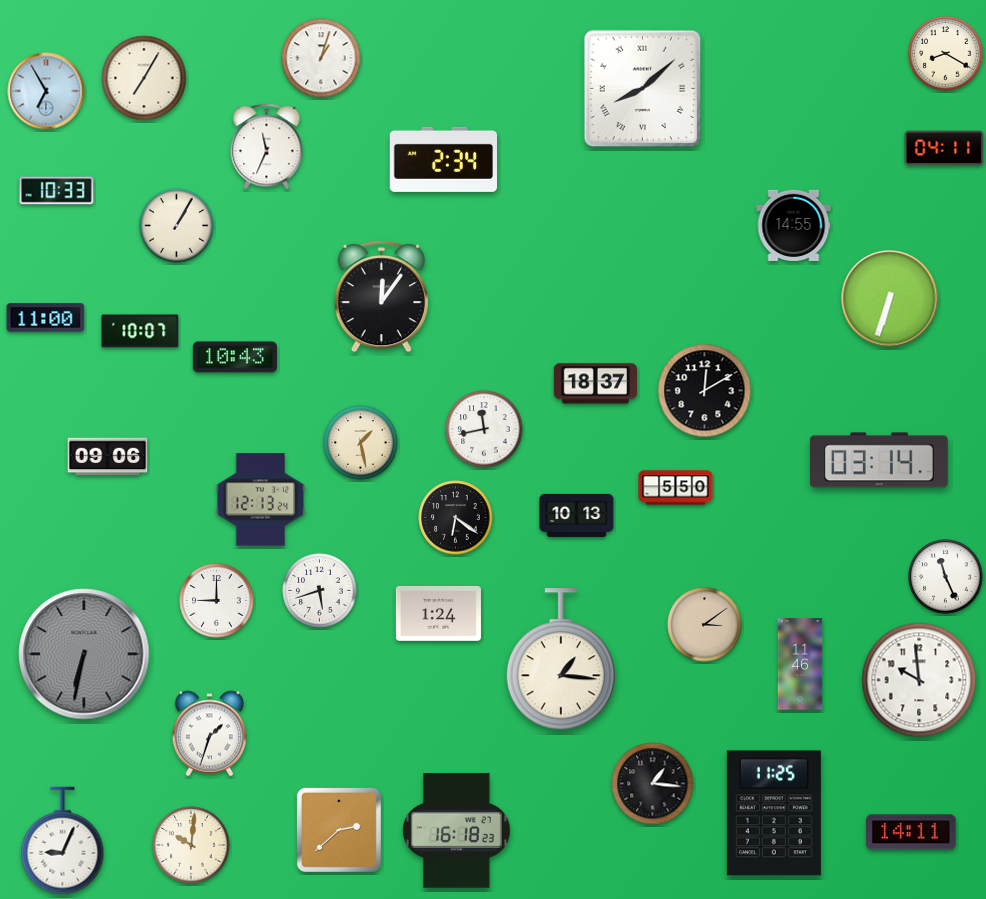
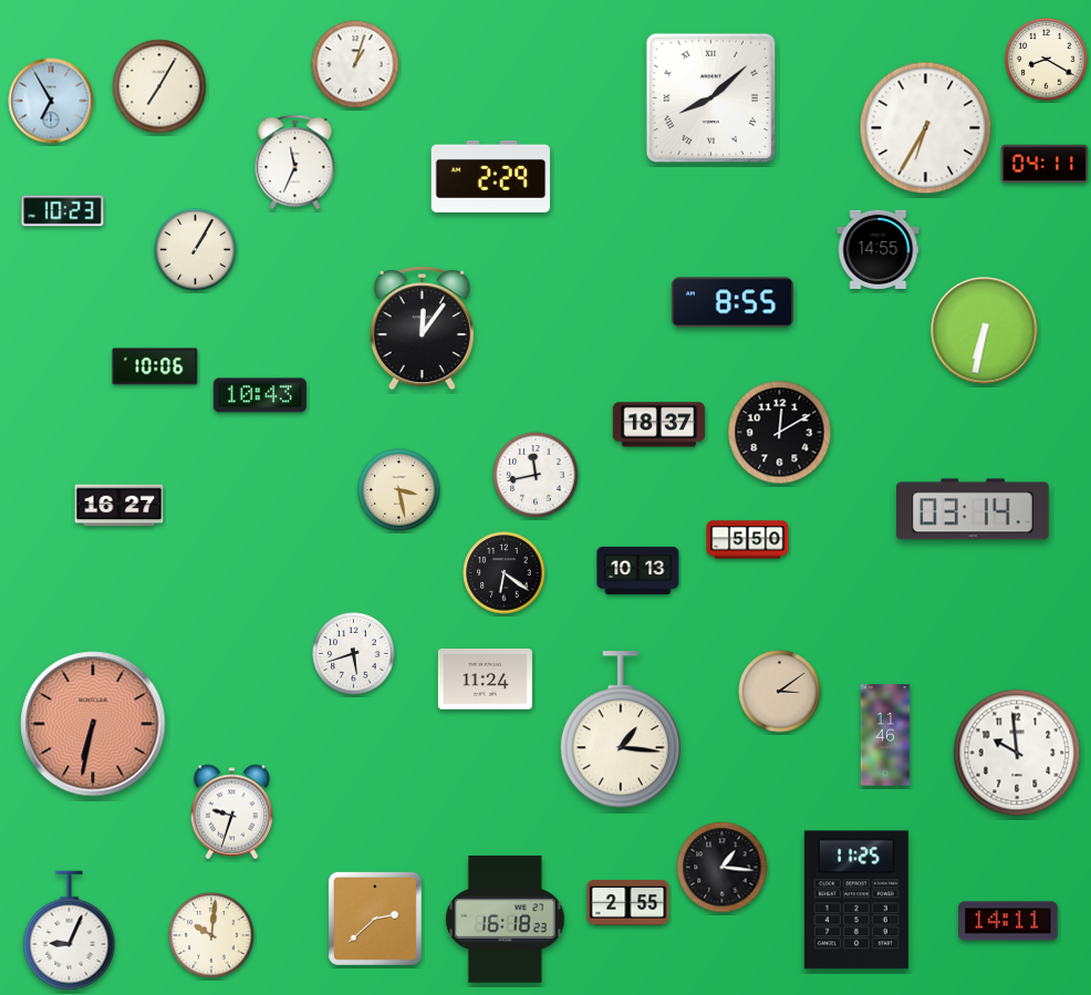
clock at (926, 128): none -> 6:35
clock at (443, 159): 2:34 -> 2:29
clock at (57, 191): 10:33 -> 10:23
clock at (732, 302): none -> 8:55
clock at (890, 299): 6:33 -> 6:32
clock at (46, 318): 11:00 -> none
clock at (140, 331): 10:07 -> 10:06
clock at (361, 443): 1:28 -> 3:28
clock at (108, 457): 09:06 -> 16:27
clock at (261, 500): 12:13 -> none
clock at (946, 577): 11:26 -> none
clock at (217, 601): 9:00 -> none
clock at (438, 613): 1:24 -> 11:24
clock at (84, 654) dial: grey -> salmon
clock at (210, 734): 1:33 -> 9:33
clock at (628, 903): none -> 2:55
